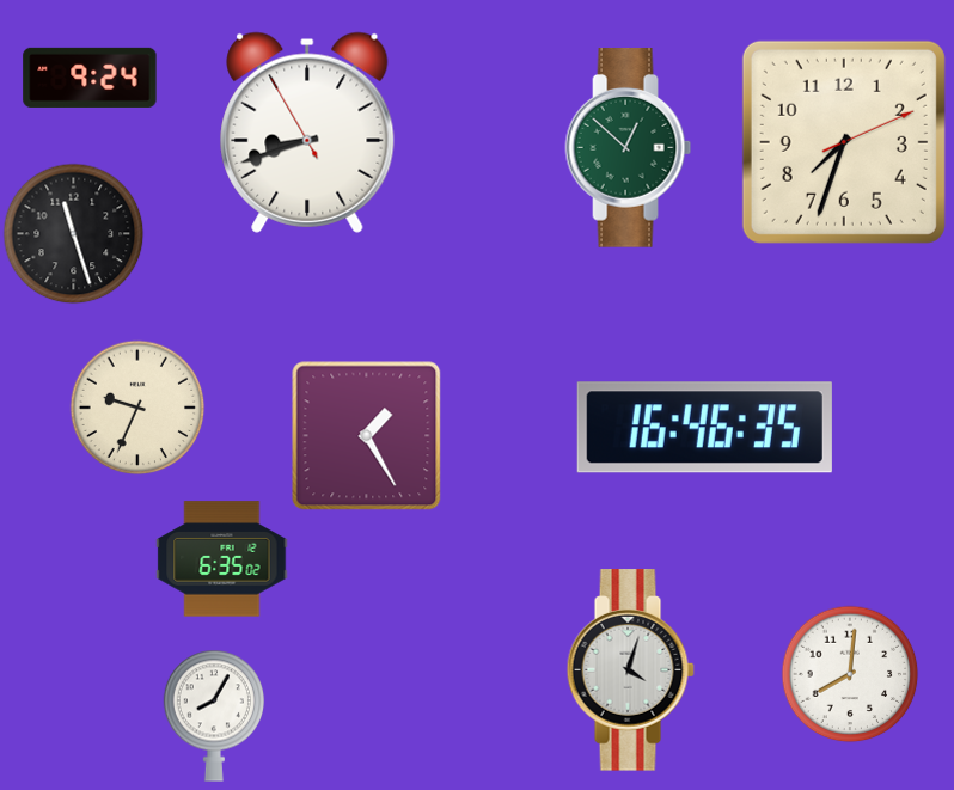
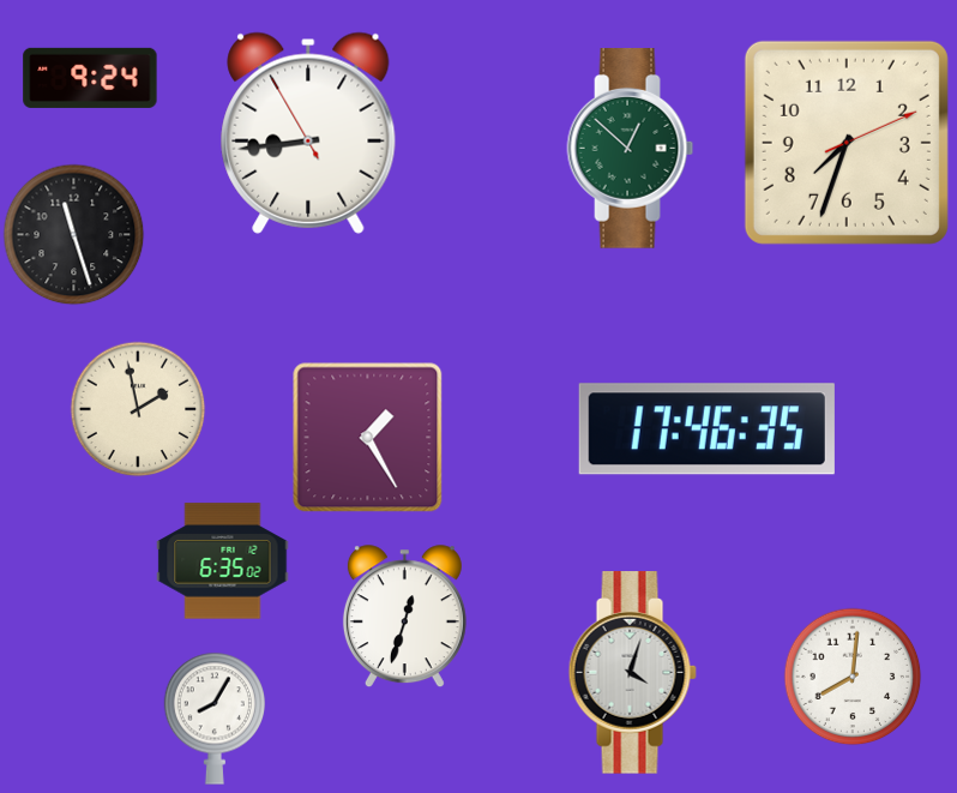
clock at (307, 133): 8:41 -> 8:43
clock at (137, 408): 9:34 -> 1:58
clock at (704, 428): 16:46 -> 17:46
clock at (404, 617): none -> 12:33
